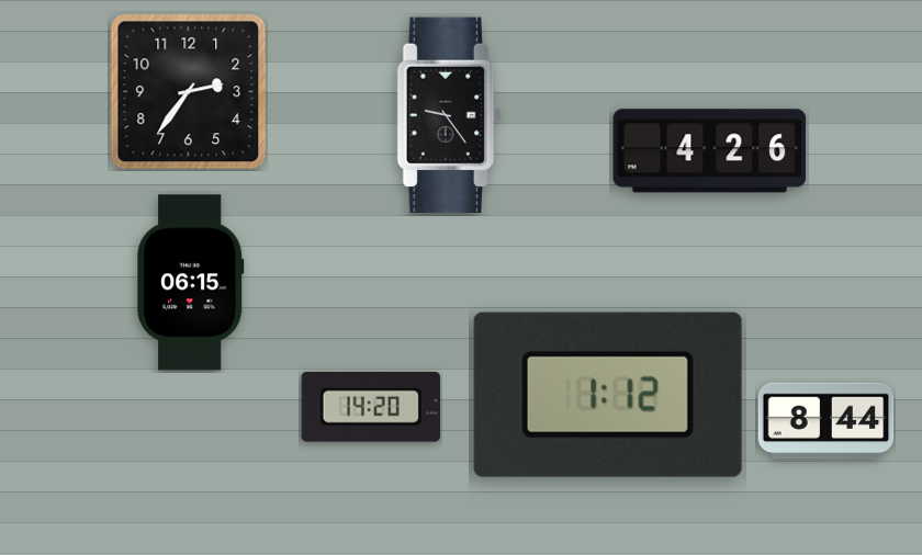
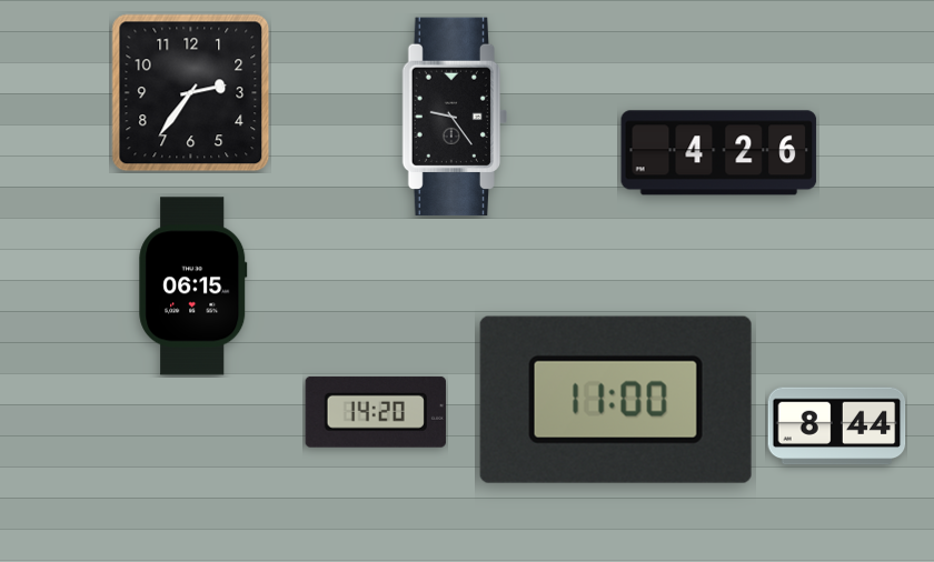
clock at (608, 395): 1:12 -> 11:00
